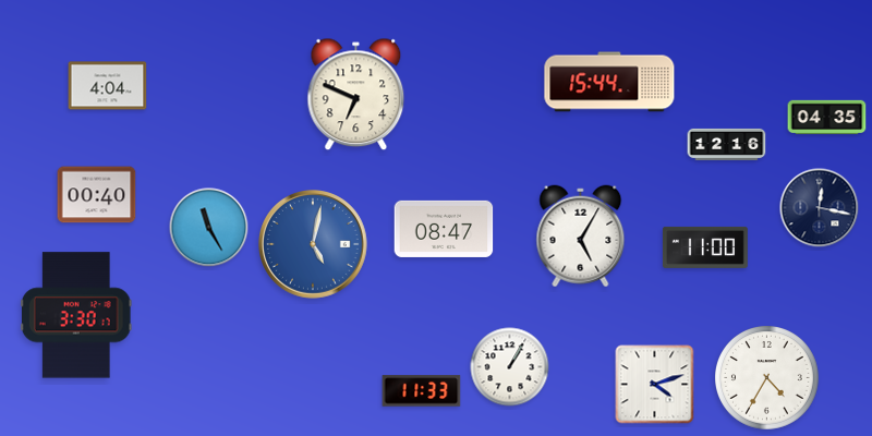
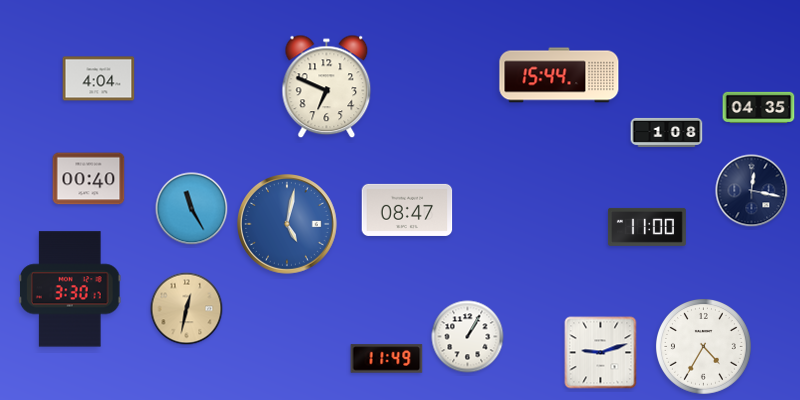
clock at (727, 144): 12:16 -> 1:08
clock at (581, 237): 5:05 -> none
clock at (187, 309): none -> 12:32
clock at (655, 385): 4:12 -> 9:12
clock at (422, 391): 11:33 -> 11:49
